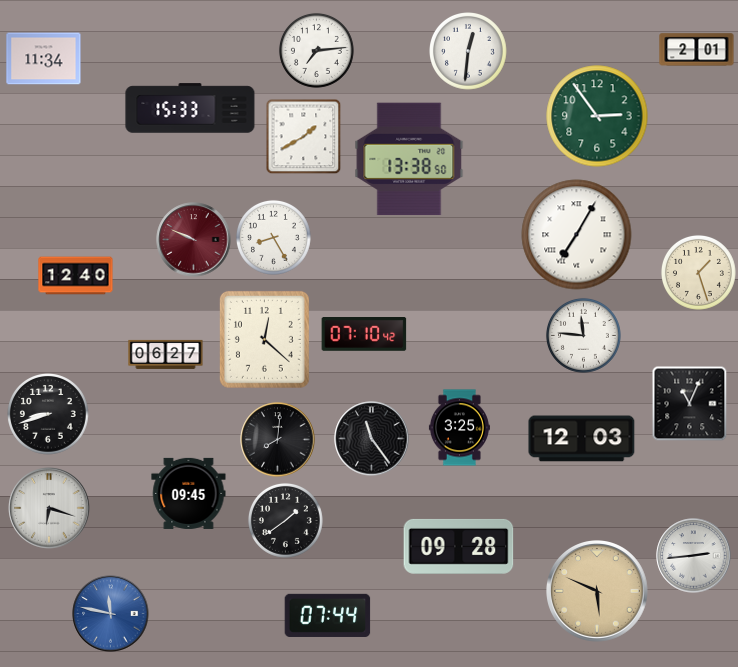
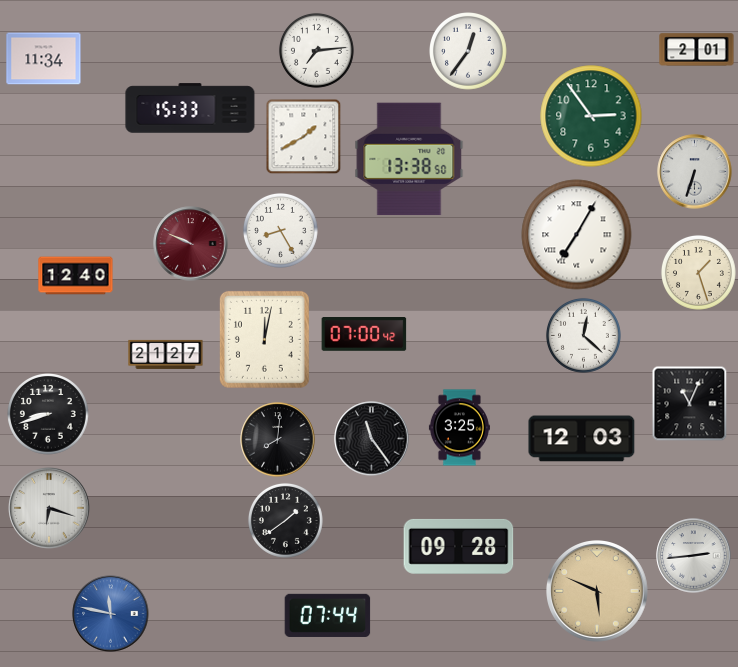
clock at (469, 52): 12:31 -> 12:36
clock at (597, 116) position: (597, 116) -> (591, 116)
clock at (695, 172): none -> 6:33
clock at (273, 237) position: (273, 237) -> (280, 230)
clock at (194, 240) position: (194, 240) -> (191, 244)
clock at (364, 335): 07:10 -> 07:00
clock at (583, 335): 11:46 -> 12:22
clock at (264, 339): 12:22 -> 12:02
clock at (166, 354): 06:27 -> 21:27
clock at (189, 493): 09:45 -> none
